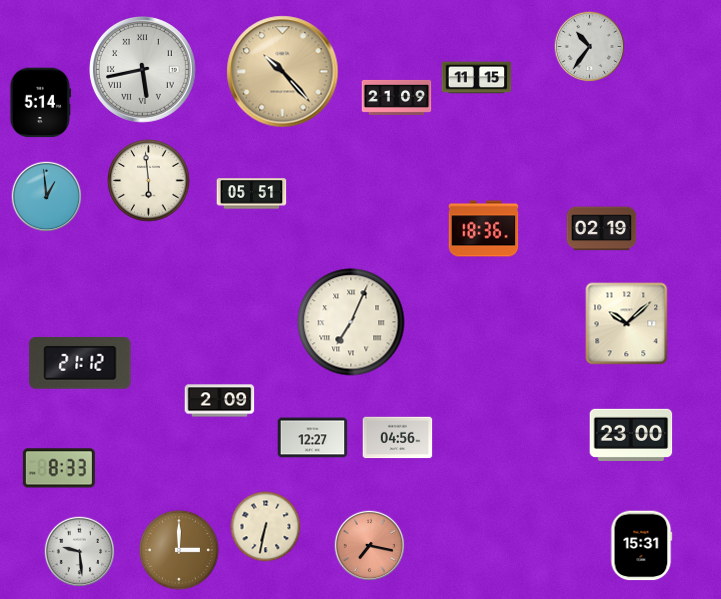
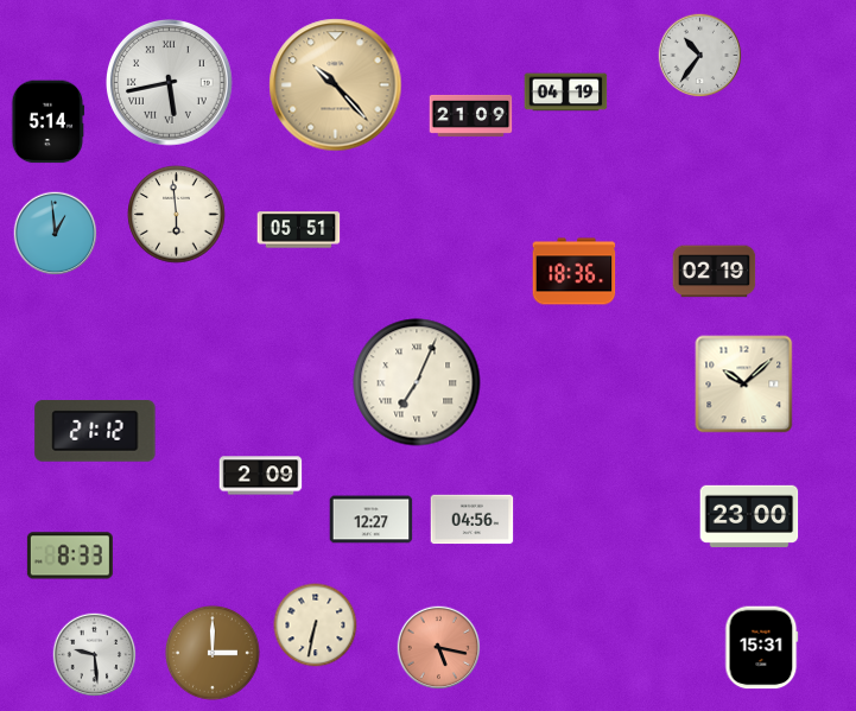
clock at (477, 78): 11:15 -> 04:19
clock at (370, 546): 7:17 -> 5:17
